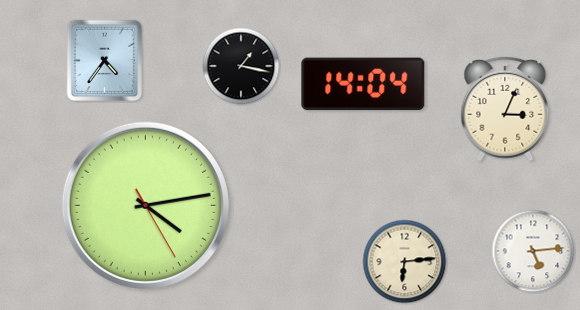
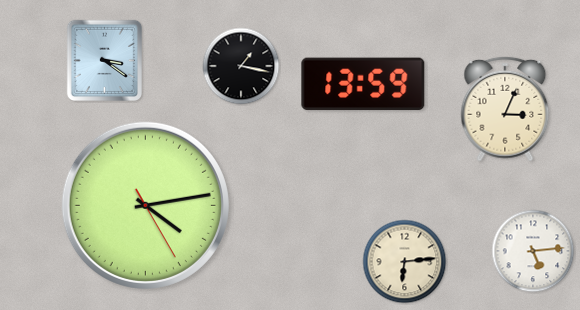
clock at (104, 60): 4:36 -> 3:21
clock at (363, 84): 14:04 -> 13:59
